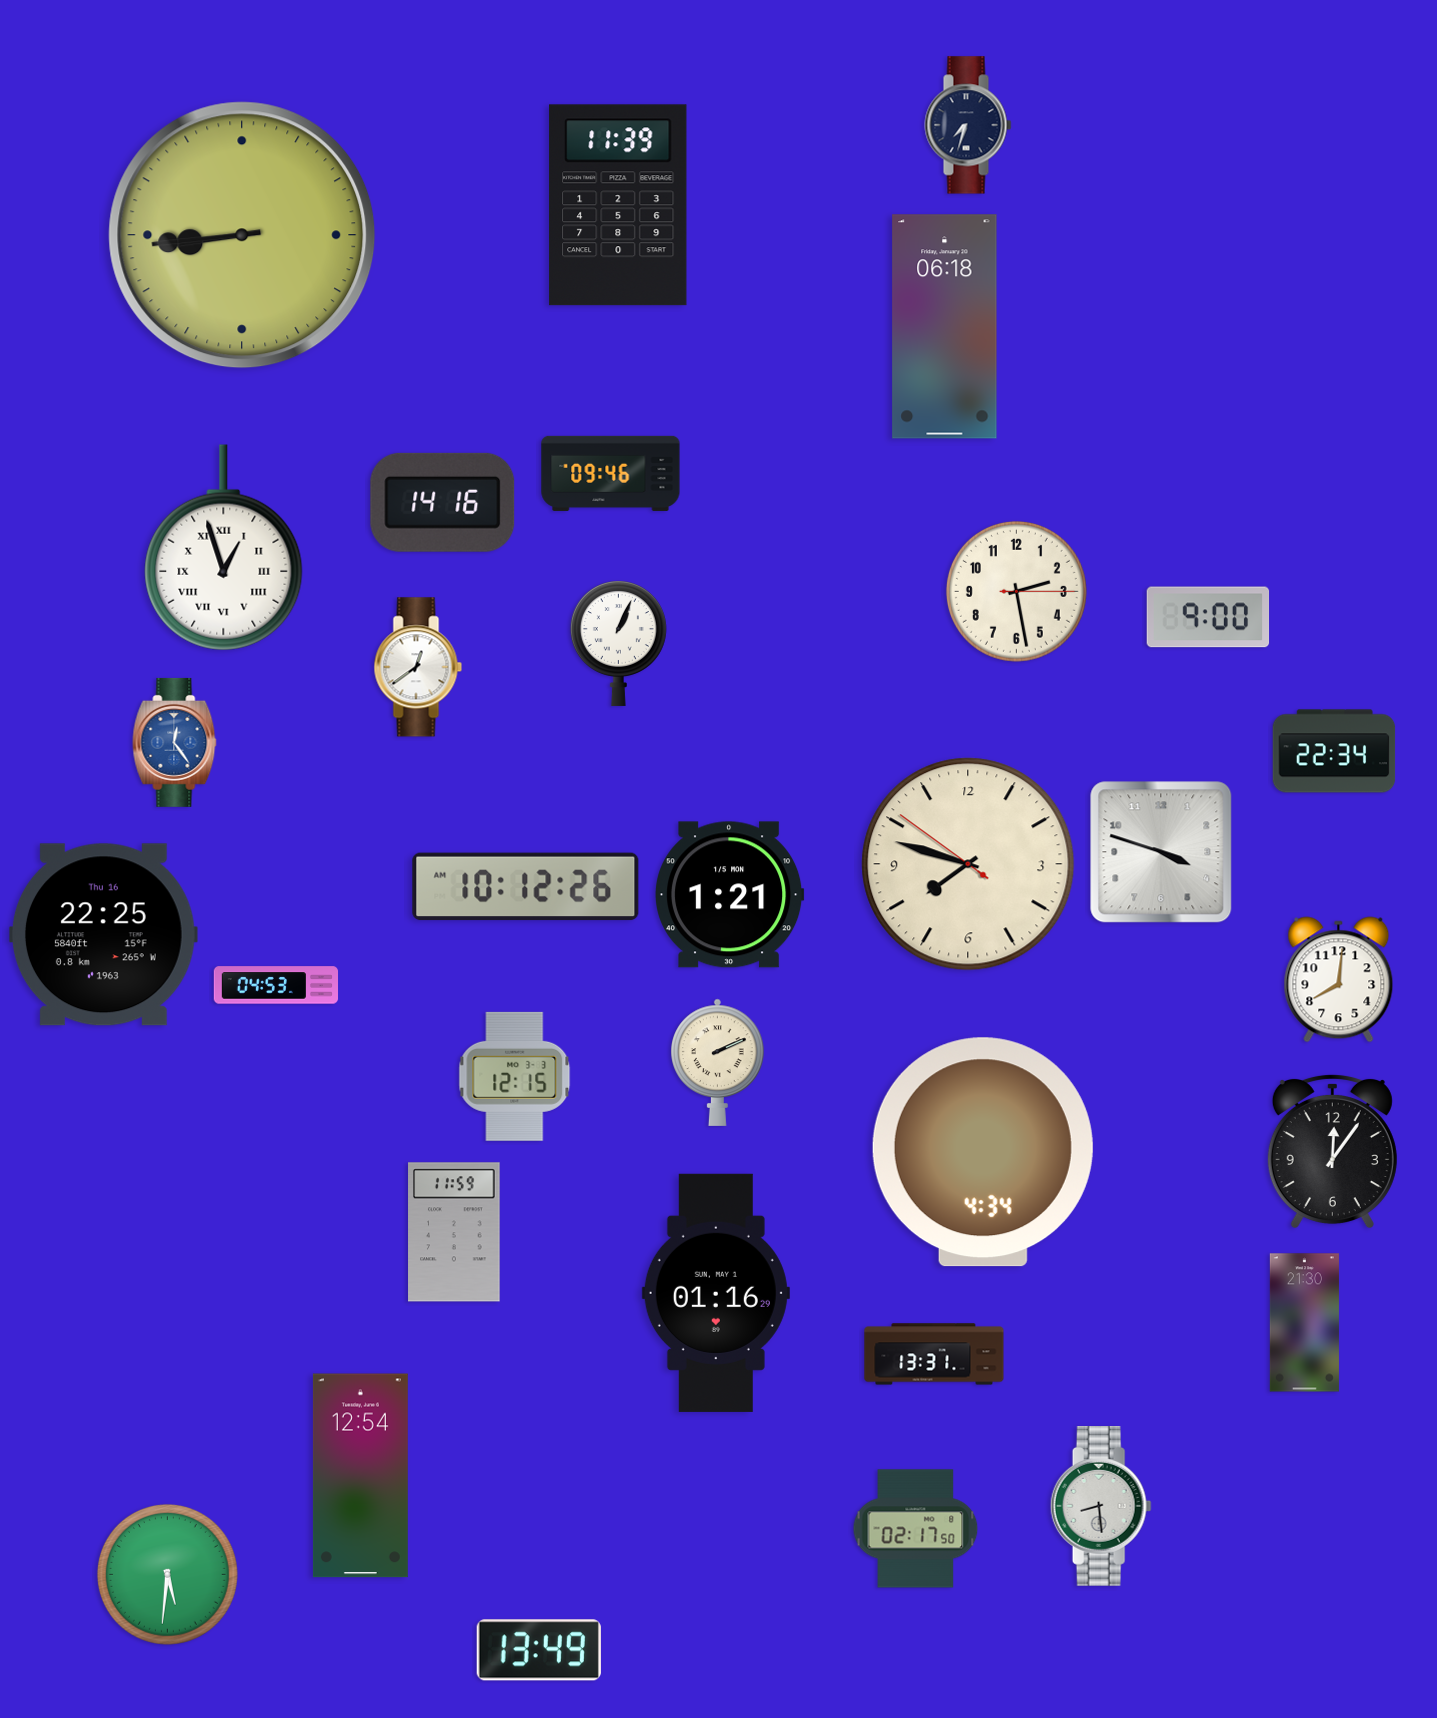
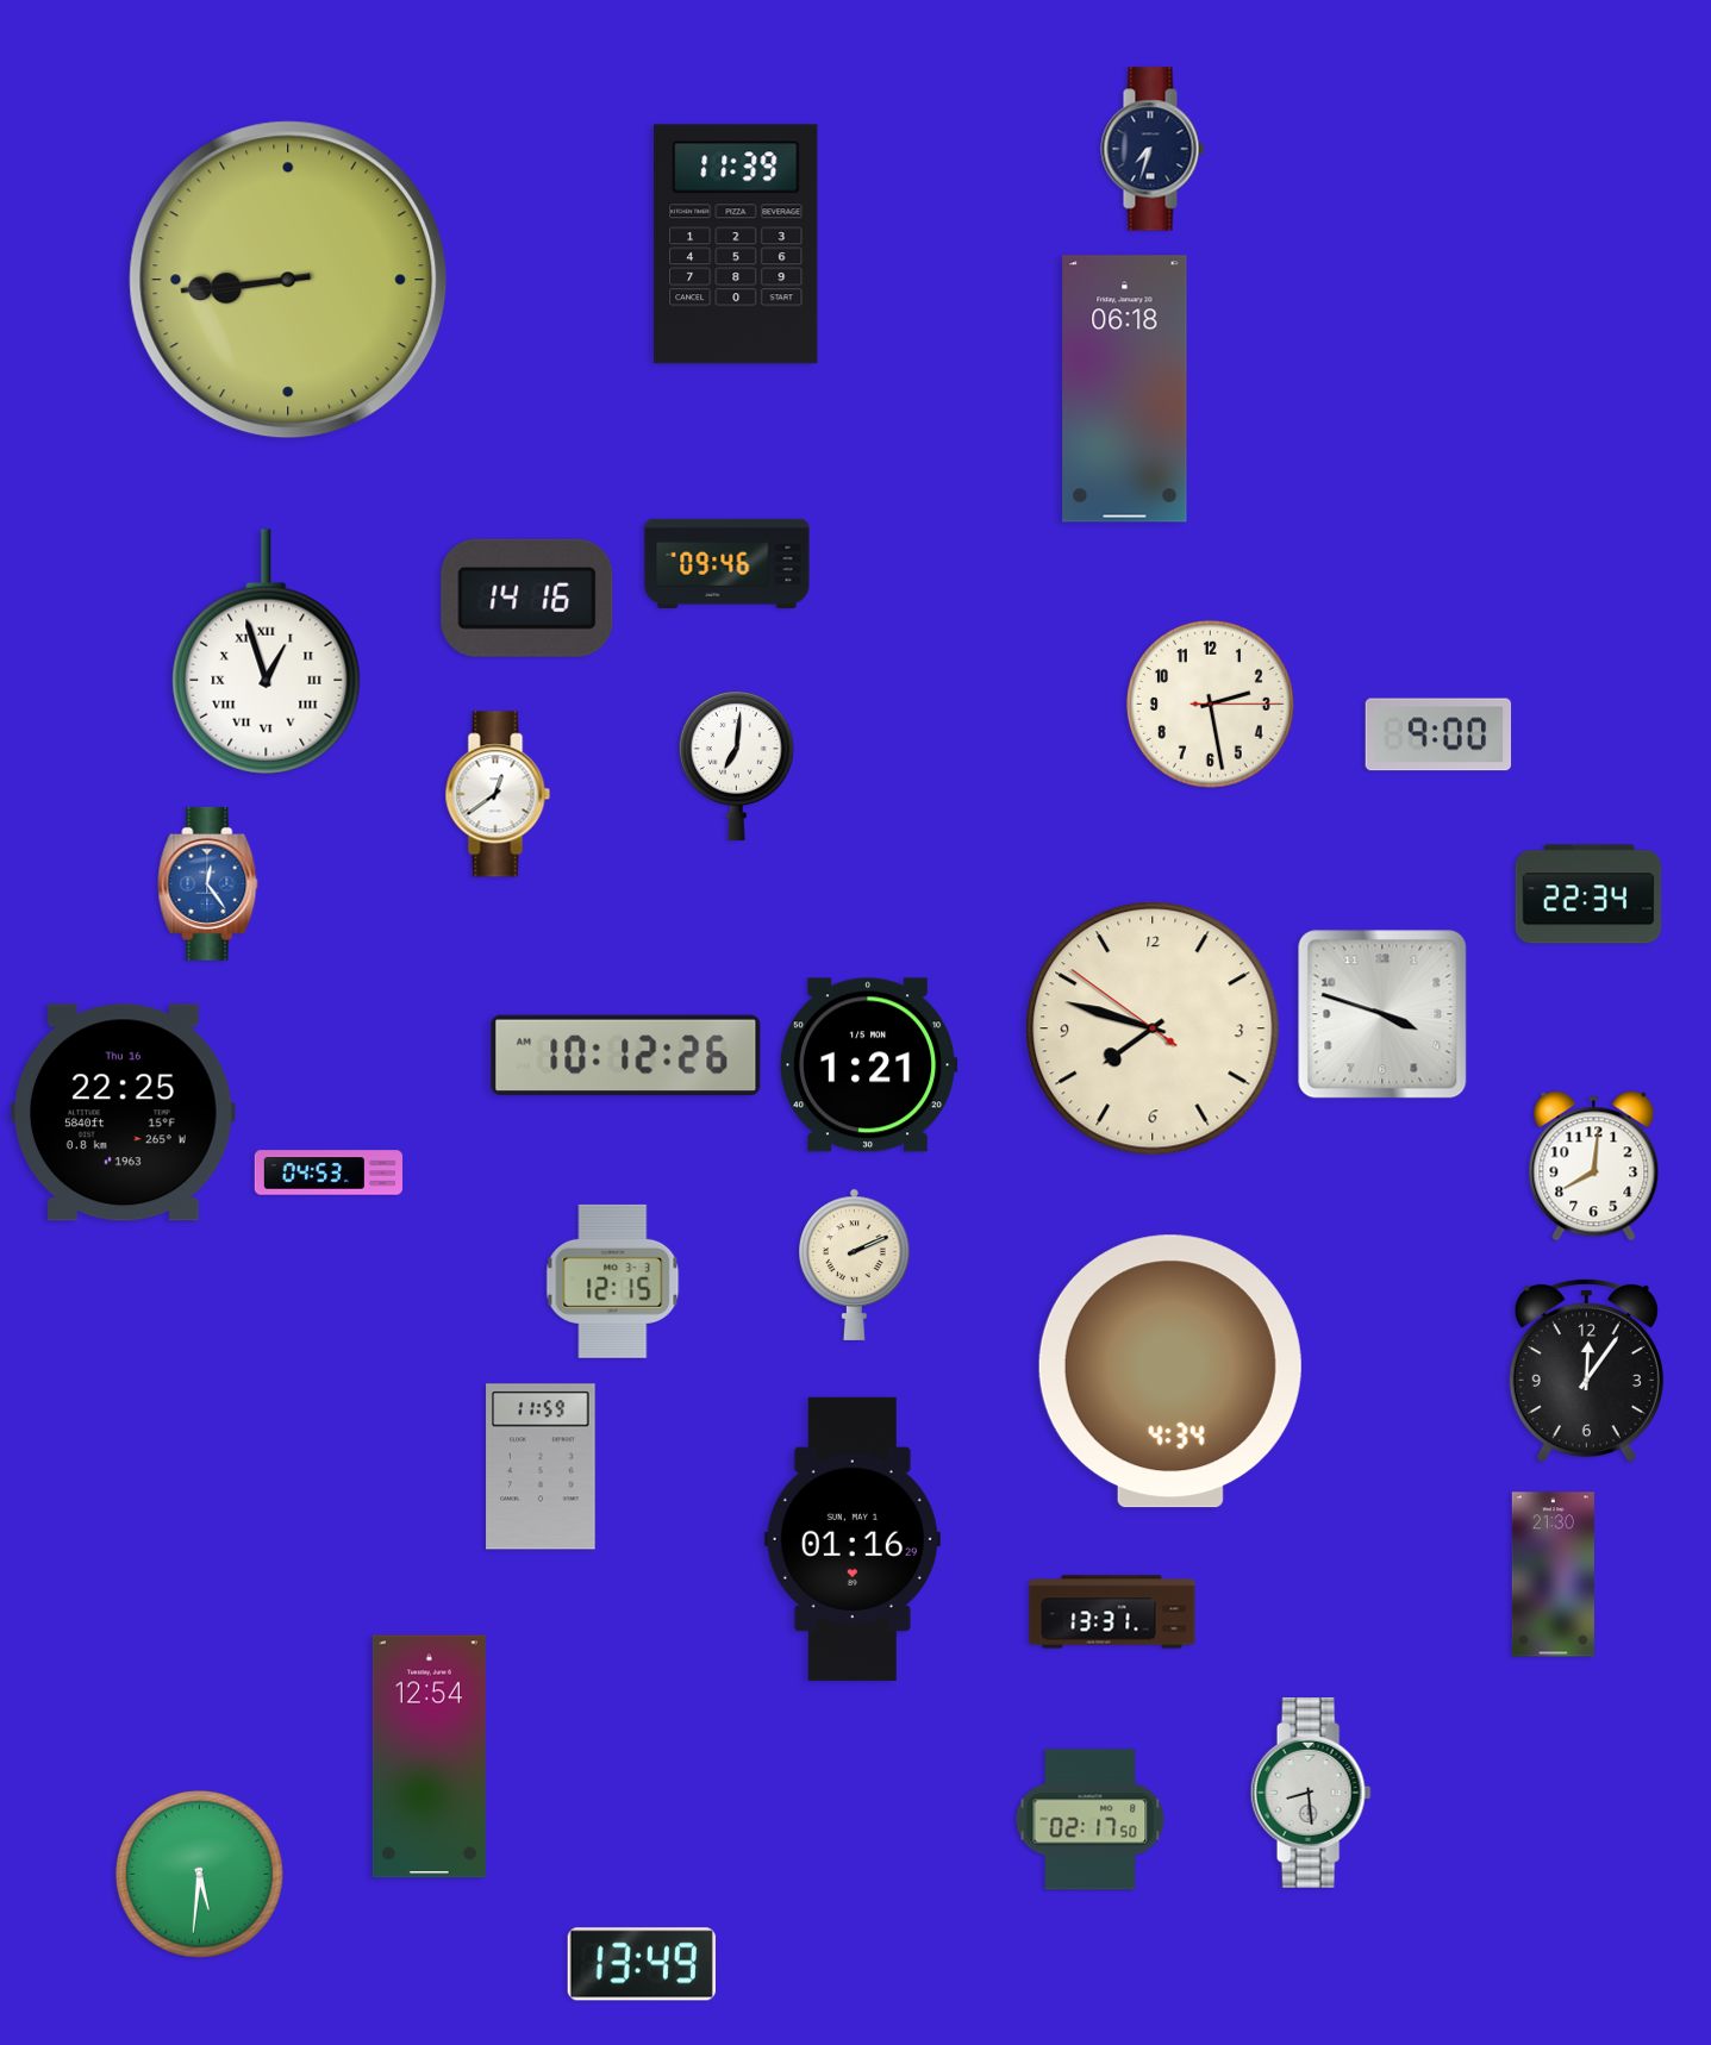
clock at (618, 644): 1:04 -> 7:01
